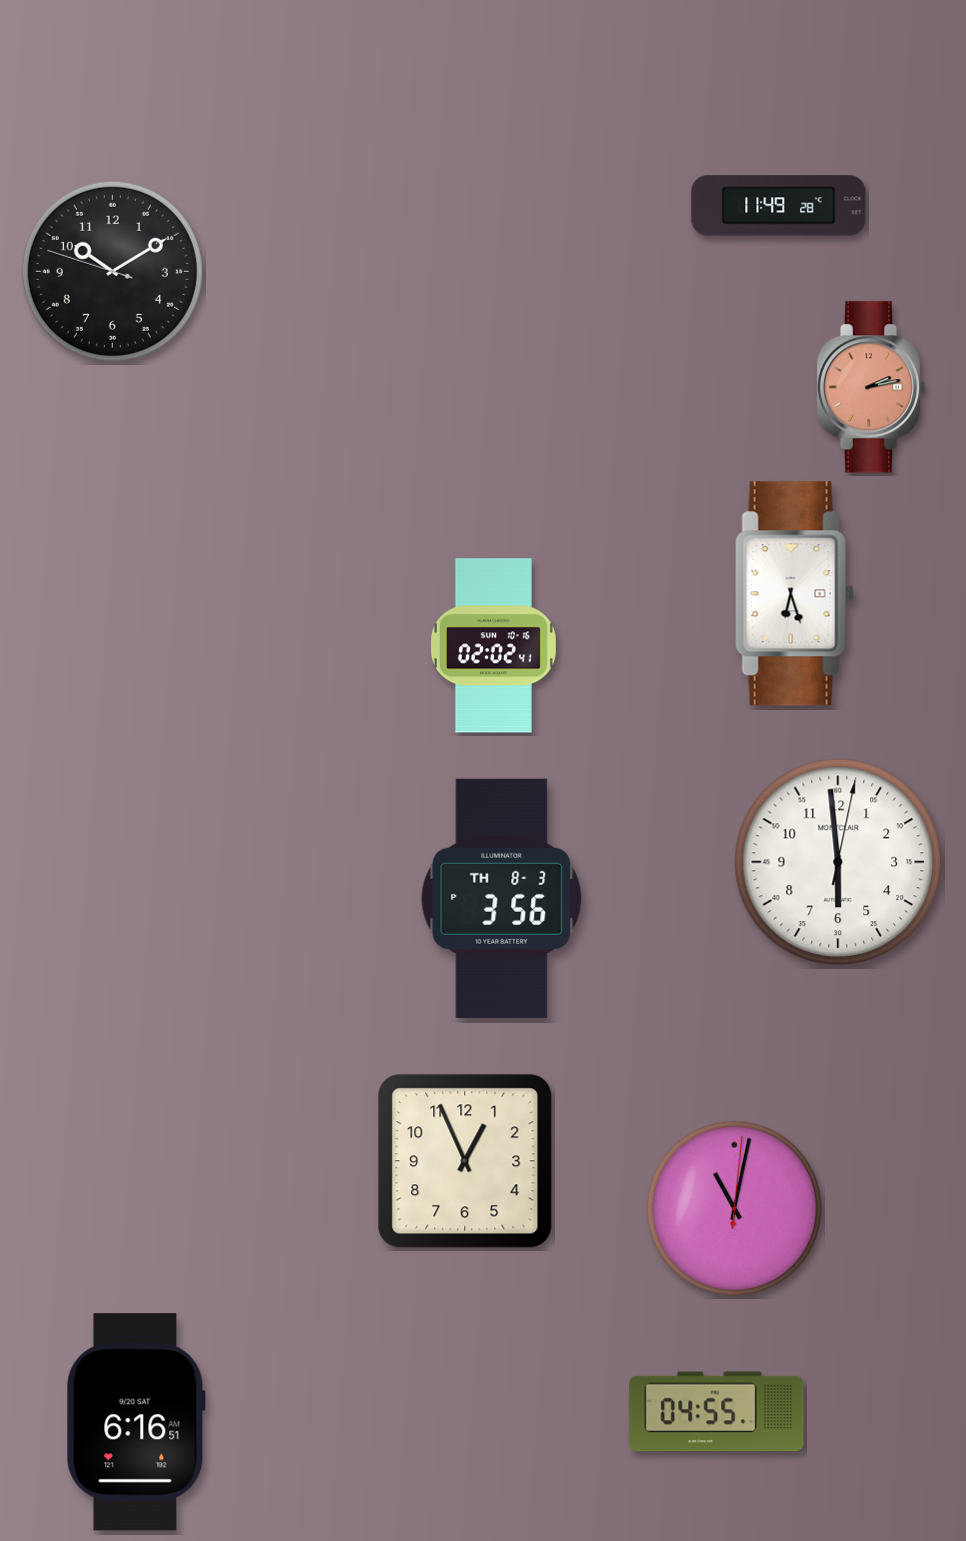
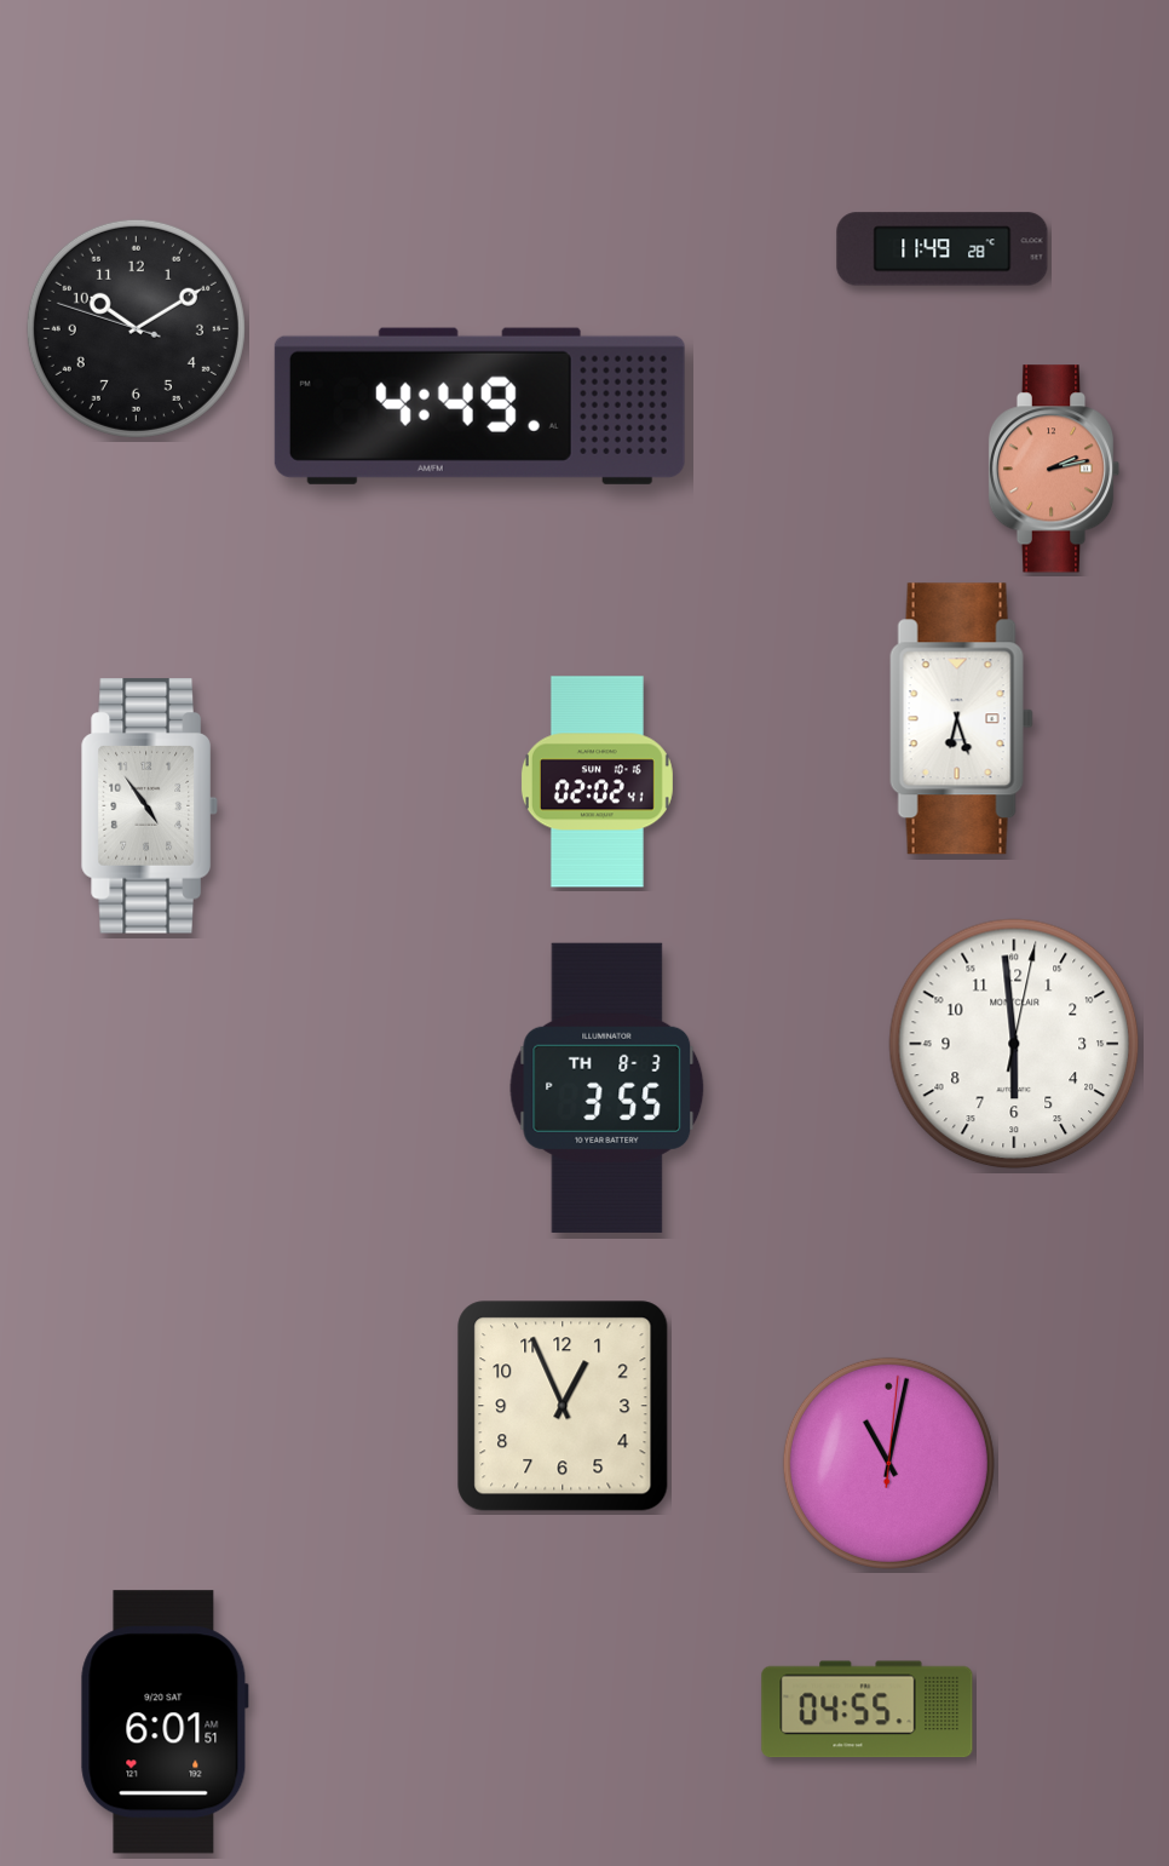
clock at (479, 406): none -> 4:49
clock at (149, 806): none -> 4:54
clock at (502, 898): 3:56 -> 3:55
clock at (136, 1422): 6:16 -> 6:01
